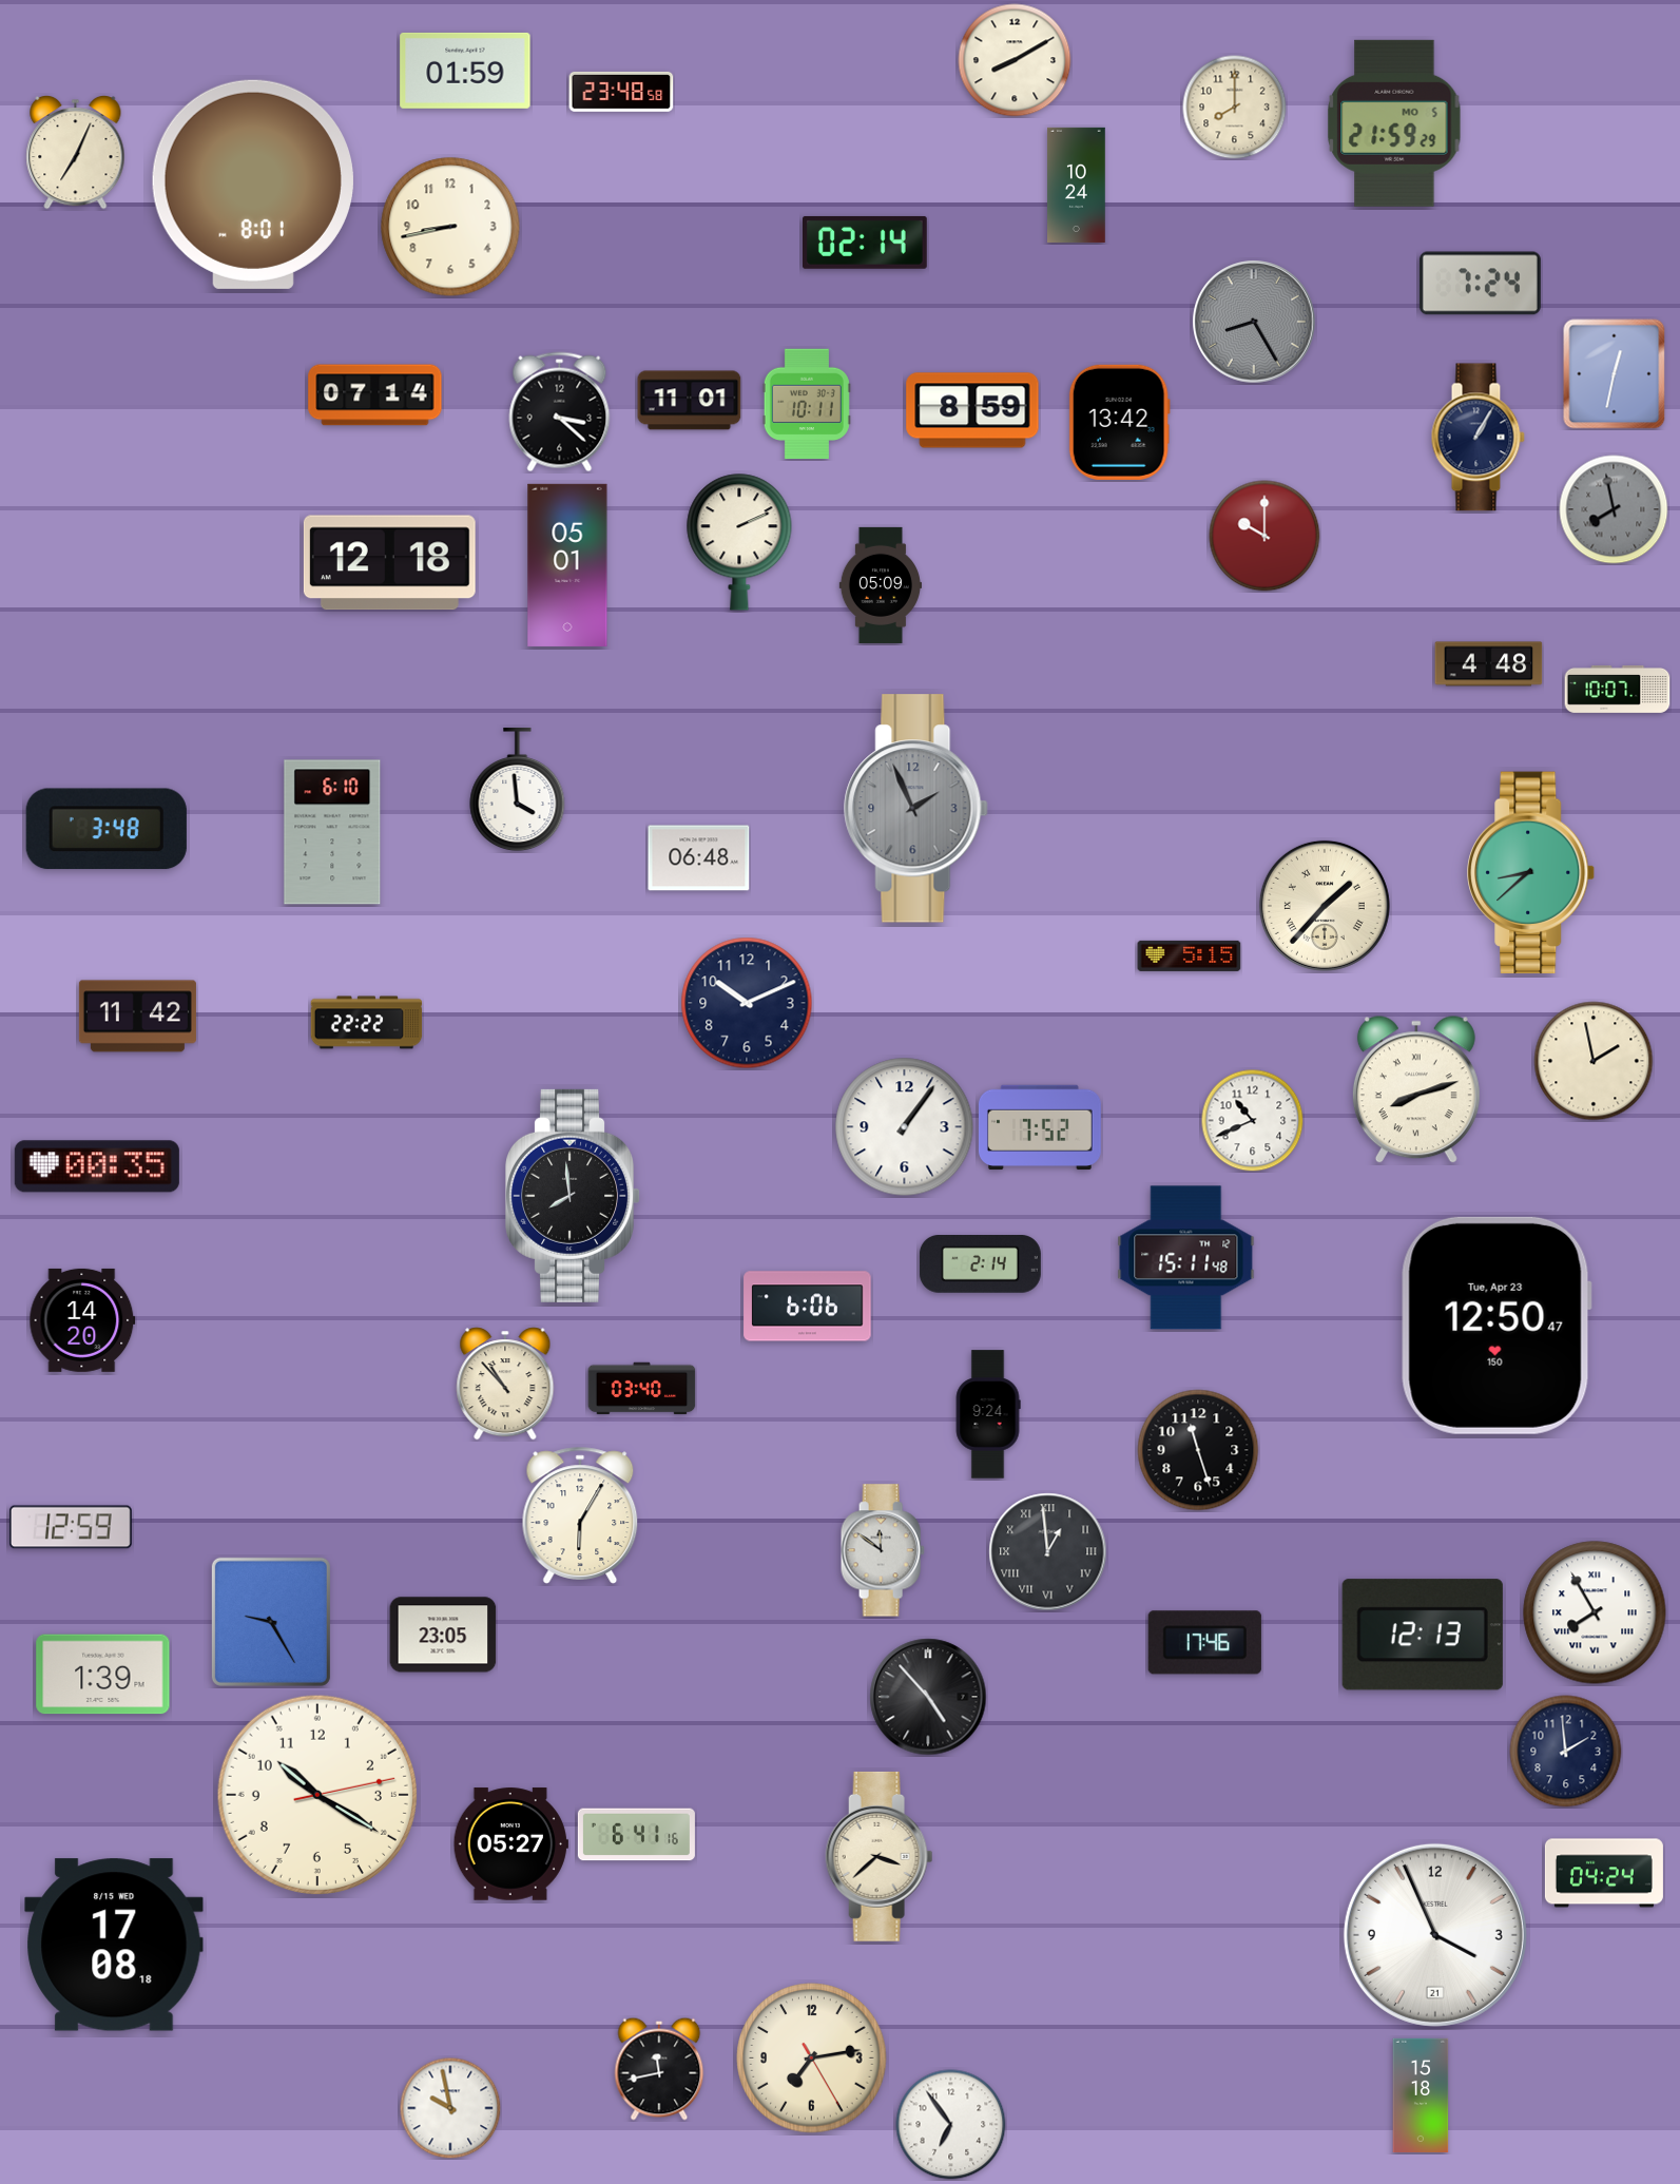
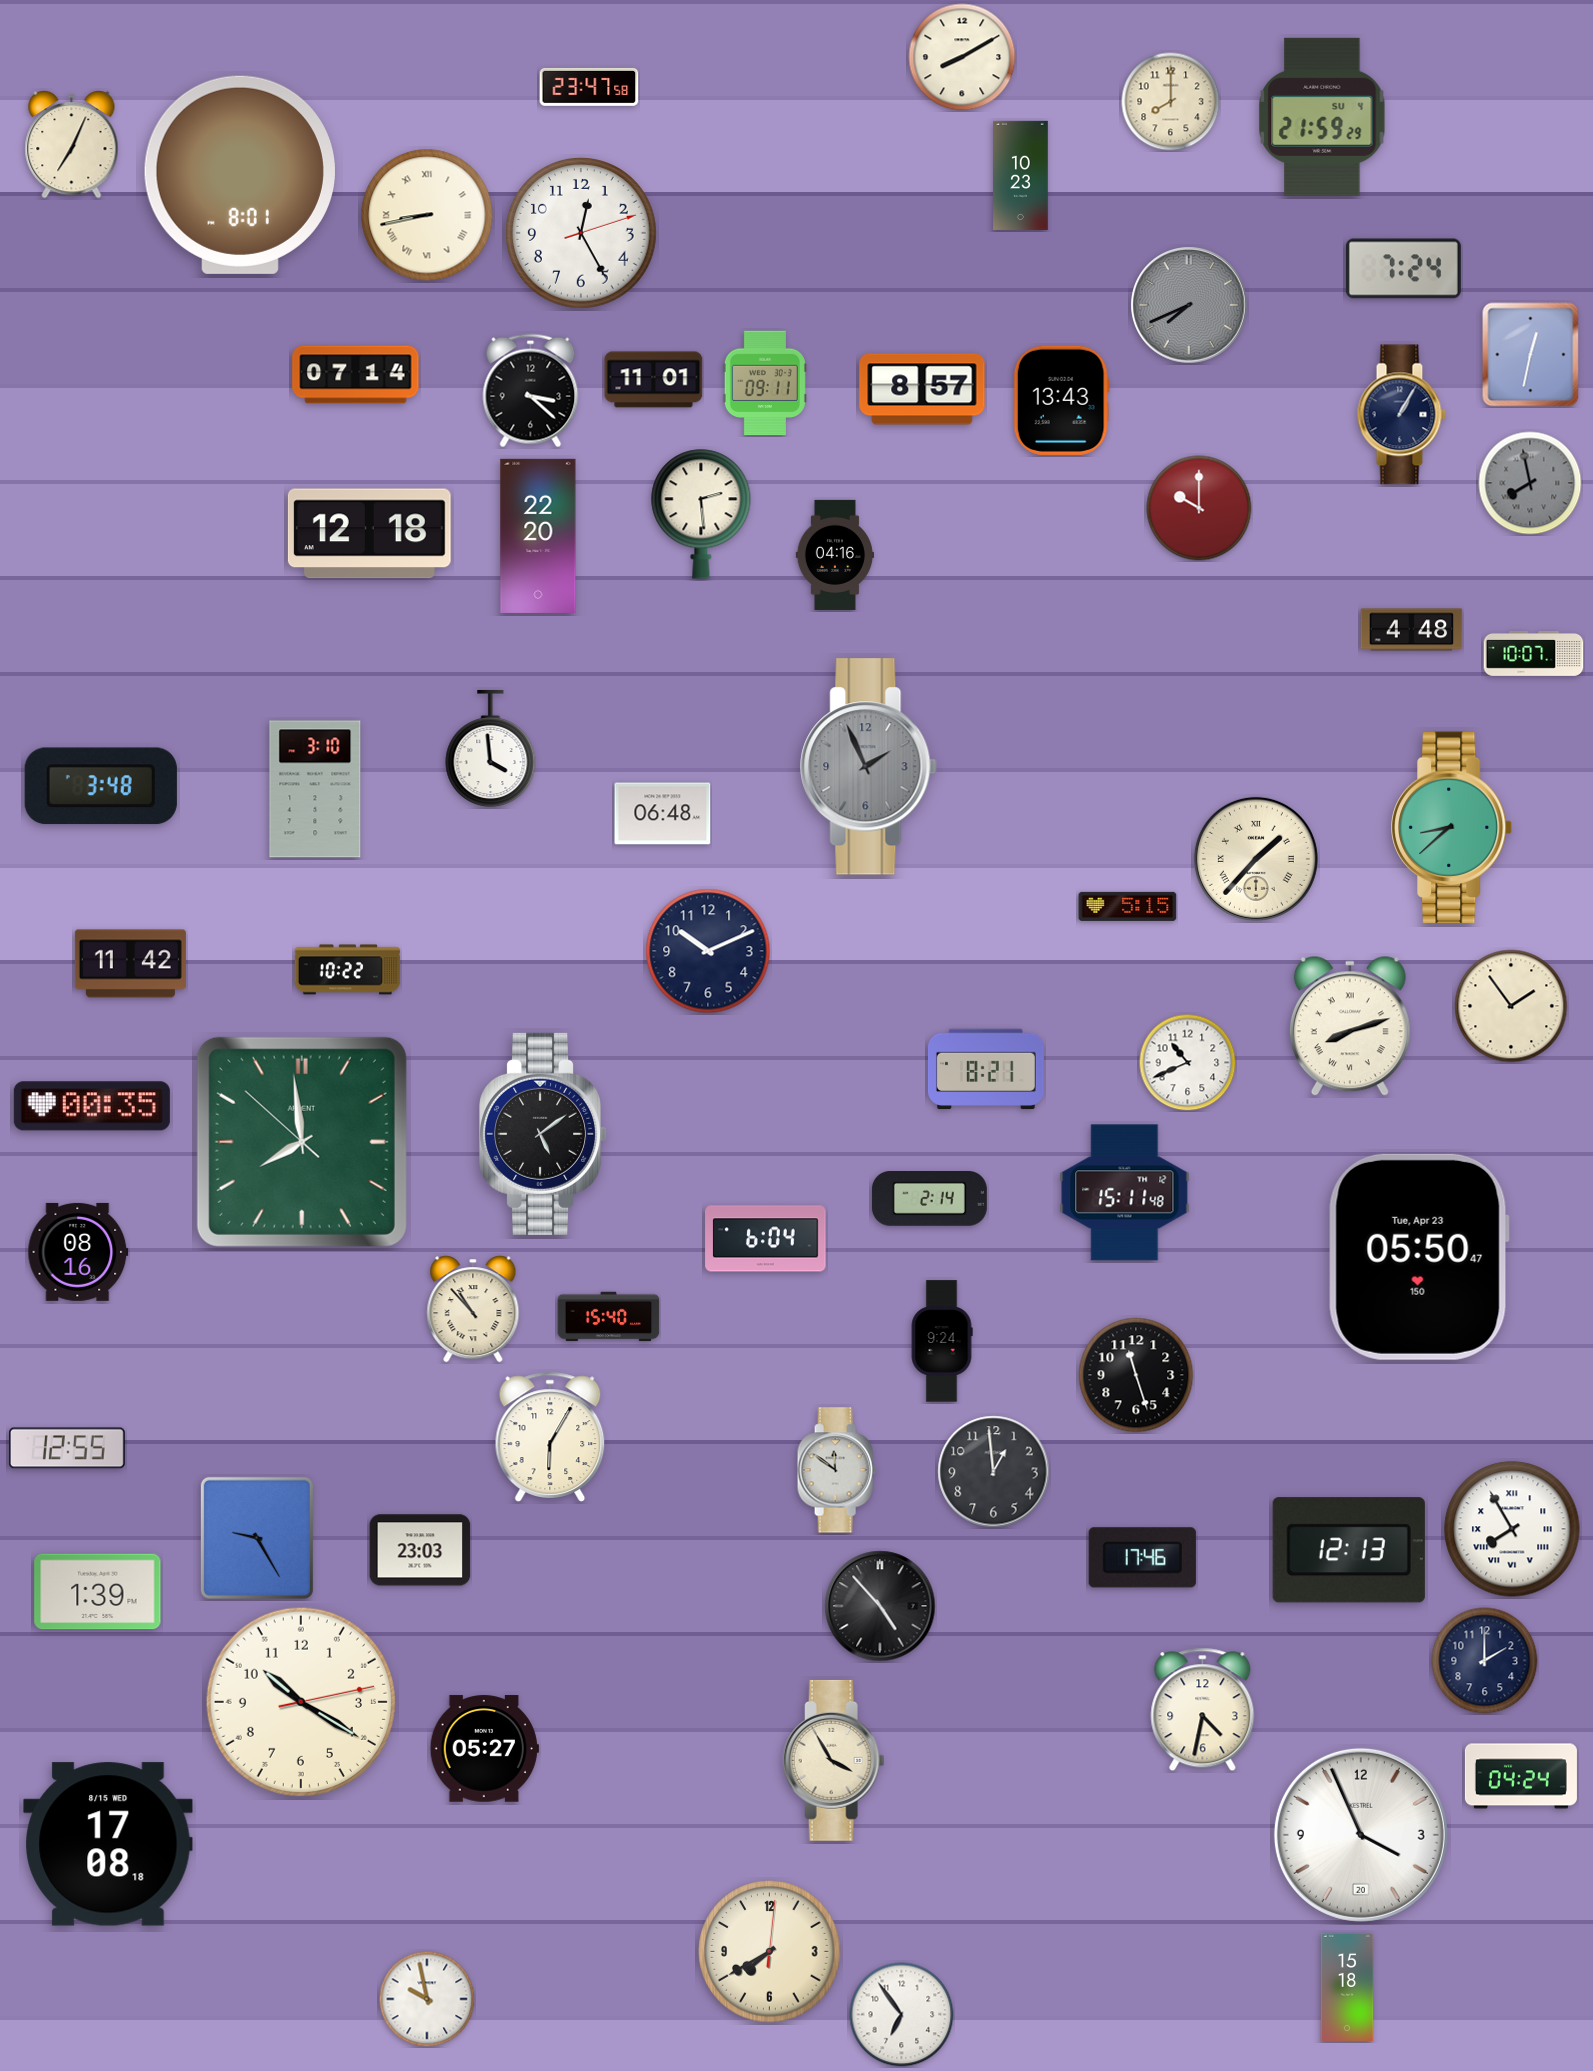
clock at (465, 71): 01:59 -> none
clock at (621, 92): 23:48 -> 23:47
clock at (1394, 123) date: MO 5 -> SU 4
clock at (1077, 185): 10:24 -> 10:23
clock at (450, 227) numerals: Arabic -> Roman
clock at (866, 243): 02:14 -> none
clock at (582, 234): none -> 12:25
clock at (1254, 322): 8:25 -> 7:41
clock at (807, 404): 10:11 -> 09:11
clock at (972, 410): 8:59 -> 8:57
clock at (1119, 422): 13:42 -> 13:43
clock at (739, 542): 2:11 -> 2:29
clock at (567, 565): 05:01 -> 22:20
clock at (881, 585): 05:09 -> 04:16
clock at (332, 832): 6:10 -> 3:10
clock at (367, 1023): 22:22 -> 10:22
clock at (1594, 1061): 1:58 -> 1:54
clock at (1416, 1090) position: (1416, 1090) -> (1350, 1027)
clock at (905, 1127): 1:06 -> none
clock at (1040, 1127): 7:52 -> 8:21
clock at (574, 1196): 7:59 -> 5:09
clock at (302, 1142): none -> 7:58
clock at (808, 1307): 6:06 -> 6:04
clock at (82, 1320): 14:20 -> 08:16
clock at (1496, 1326): 12:50 -> 05:50
clock at (505, 1384) position: (505, 1384) -> (473, 1309)
clock at (642, 1389): 03:40 -> 15:40
clock at (988, 1414) position: (988, 1414) -> (942, 1341)
clock at (71, 1527): 12:59 -> 12:55
clock at (1048, 1552) numerals: Roman -> Arabic
clock at (443, 1635): 23:05 -> 23:03
clock at (103, 1675) position: (103, 1675) -> (98, 1592)
clock at (928, 1697) position: (928, 1697) -> (880, 1606)
clock at (1566, 1752): 1:59 -> 2:00
clock at (1203, 1710): none -> 4:32
clock at (636, 1835): 6:41 -> none
clock at (880, 1856): 3:38 -> 3:55
clock at (1435, 1935) date: 21 -> 20
clock at (812, 2059): 7:13 -> 7:40
clock at (659, 2069): 11:43 -> none
